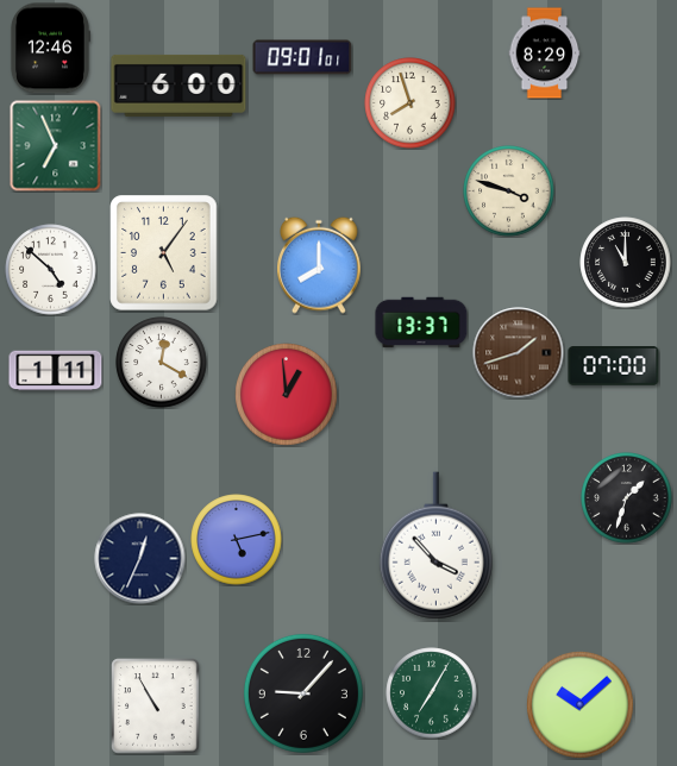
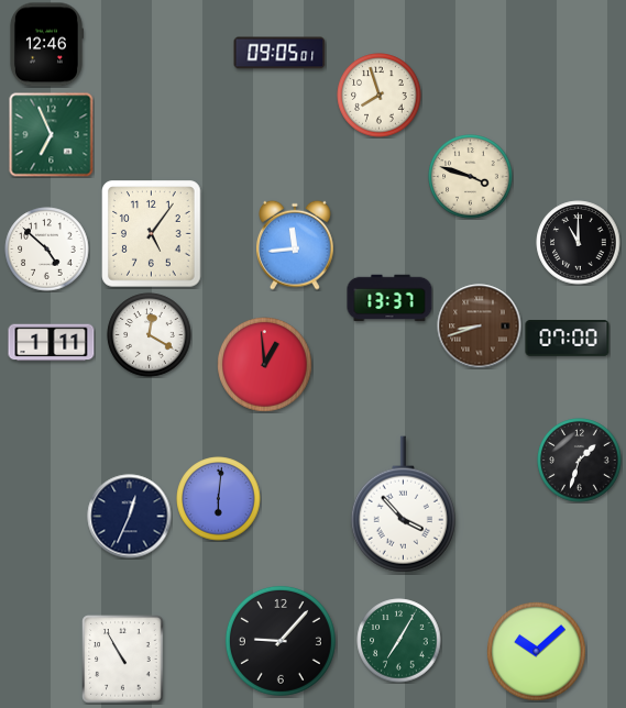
clock at (545, 54): 8:29 -> none
clock at (302, 57): 09:01 -> 09:05
clock at (178, 86): 6:00 -> none
clock at (320, 265): 8:00 -> 11:44
clock at (519, 353): 1:42 -> 8:42
clock at (237, 540): 5:13 -> 6:01
clock at (156, 707) position: (156, 707) -> (123, 660)
